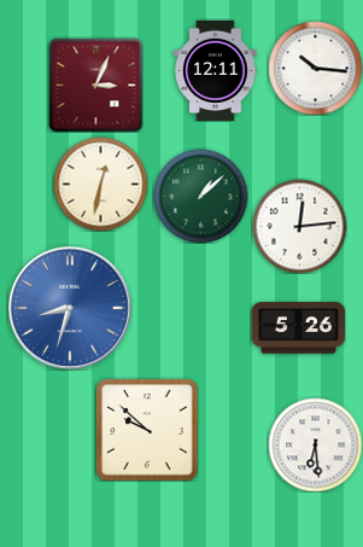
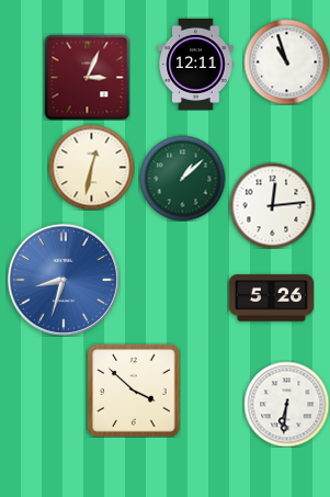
clock at (315, 68): 10:16 -> 10:57
clock at (147, 430): 9:52 -> 3:52
clock at (315, 444): 6:29 -> 6:31
